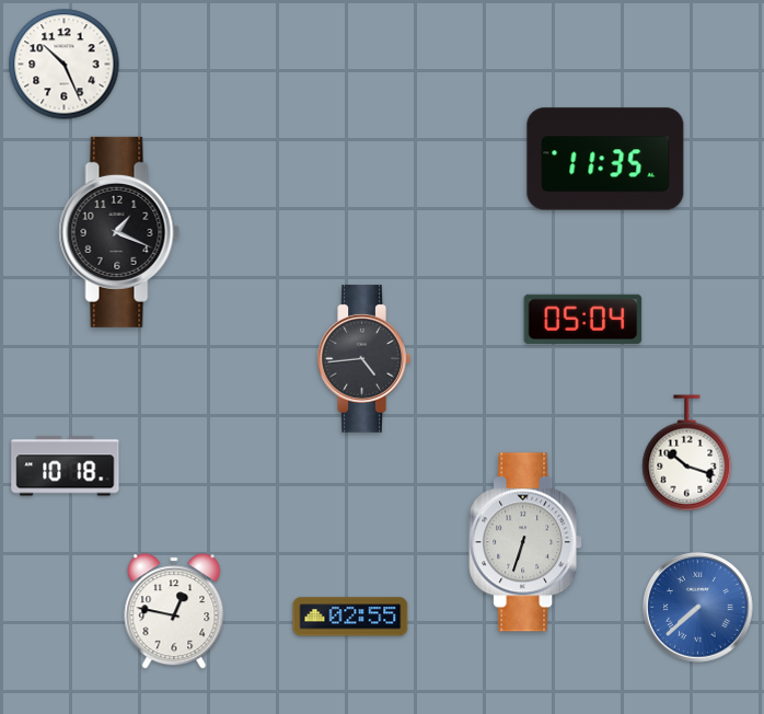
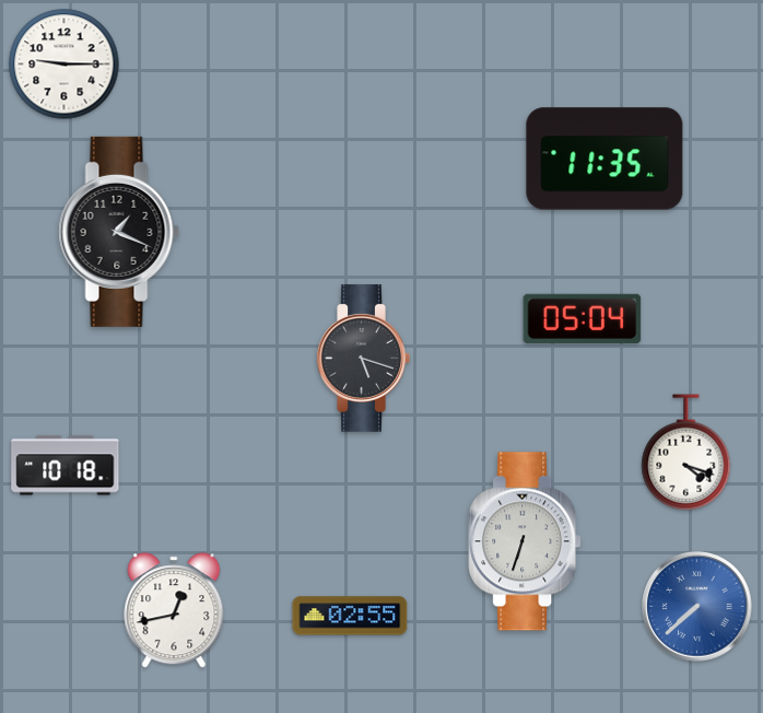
clock at (65, 65): 10:26 -> 9:15
clock at (363, 358): 4:44 -> 5:18
clock at (687, 453): 10:18 -> 4:18
clock at (174, 611): 12:47 -> 12:43
